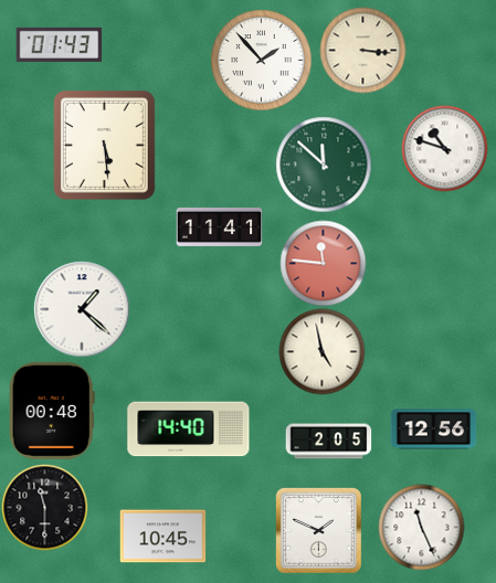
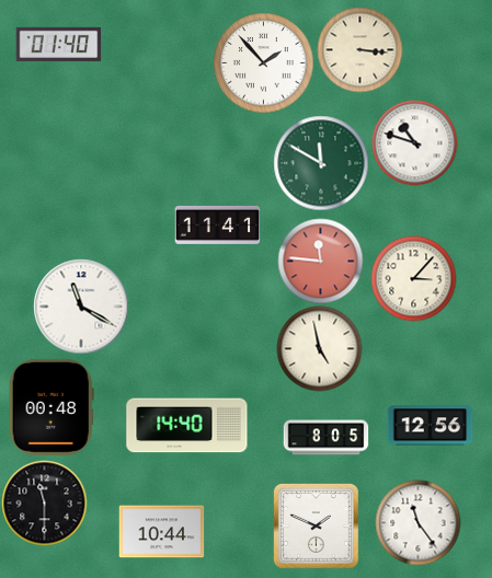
clock at (59, 44): 01:43 -> 01:40
clock at (261, 60) position: (261, 60) -> (263, 62)
clock at (104, 145): 5:29 -> none
clock at (444, 148) position: (444, 148) -> (414, 142)
clock at (324, 165): 11:52 -> 11:50
clock at (413, 278): none -> 3:07
clock at (82, 309): 1:22 -> 11:20
clock at (328, 442): 2:05 -> 8:05
clock at (421, 527): 11:26 -> 11:24
clock at (162, 537): 10:45 -> 10:44
